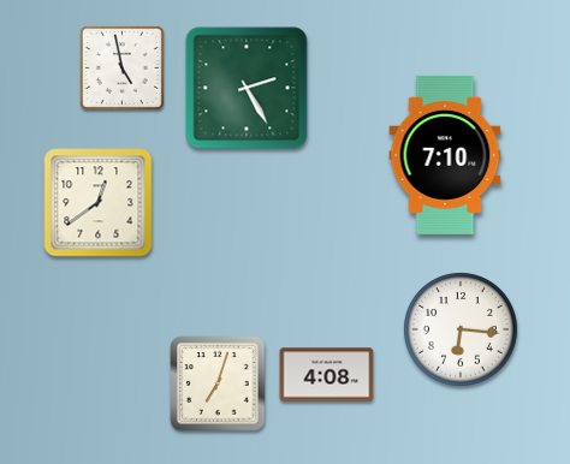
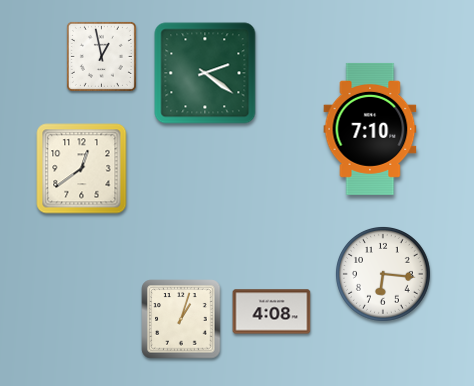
clock at (121, 67): 4:58 -> 12:58
clock at (247, 88): 2:25 -> 2:21
clock at (218, 383): 7:03 -> 1:03
